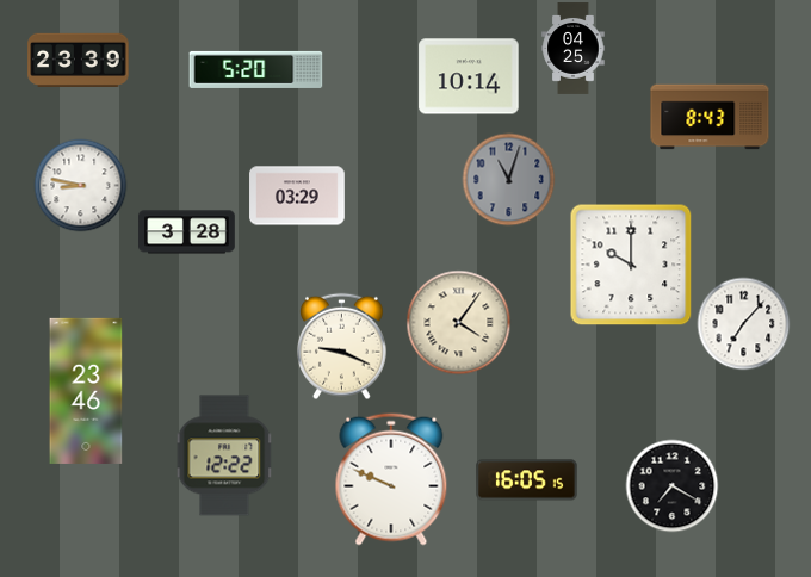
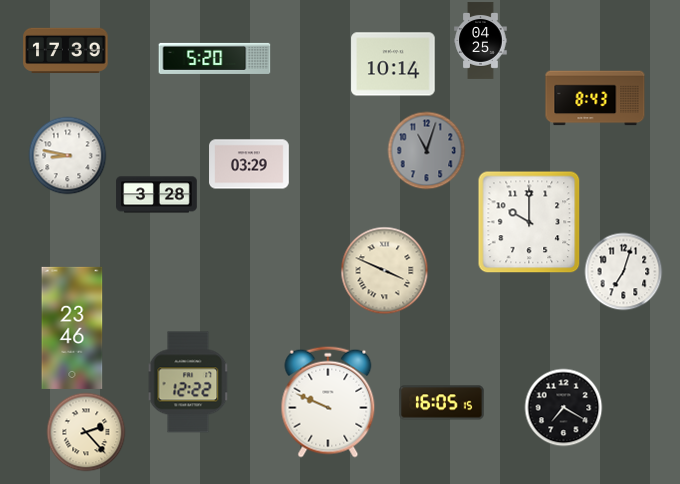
clock at (79, 60): 23:39 -> 17:39
clock at (458, 322): 4:06 -> 3:49
clock at (743, 323): 7:07 -> 7:03
clock at (342, 346): 9:19 -> none
clock at (86, 432): none -> 2:23
